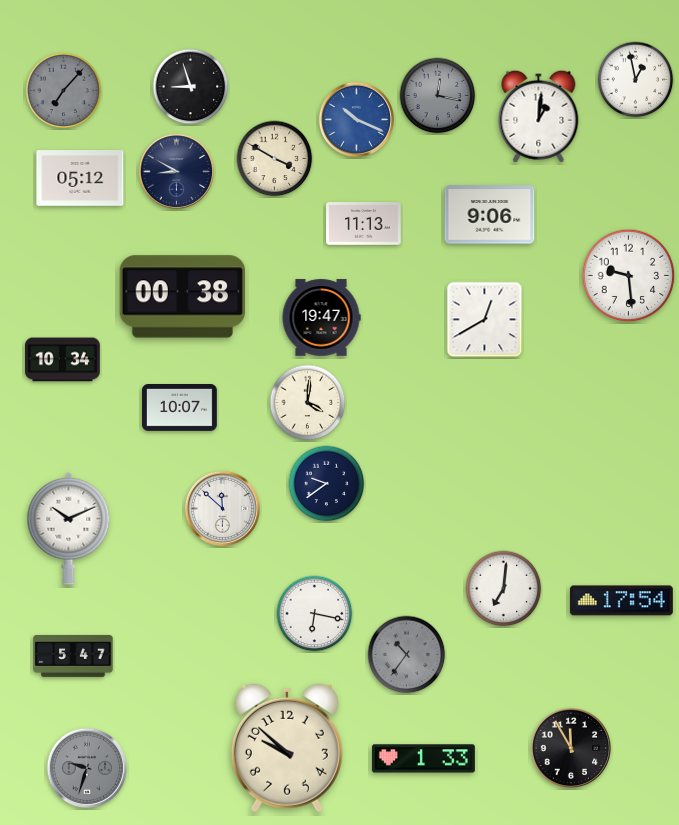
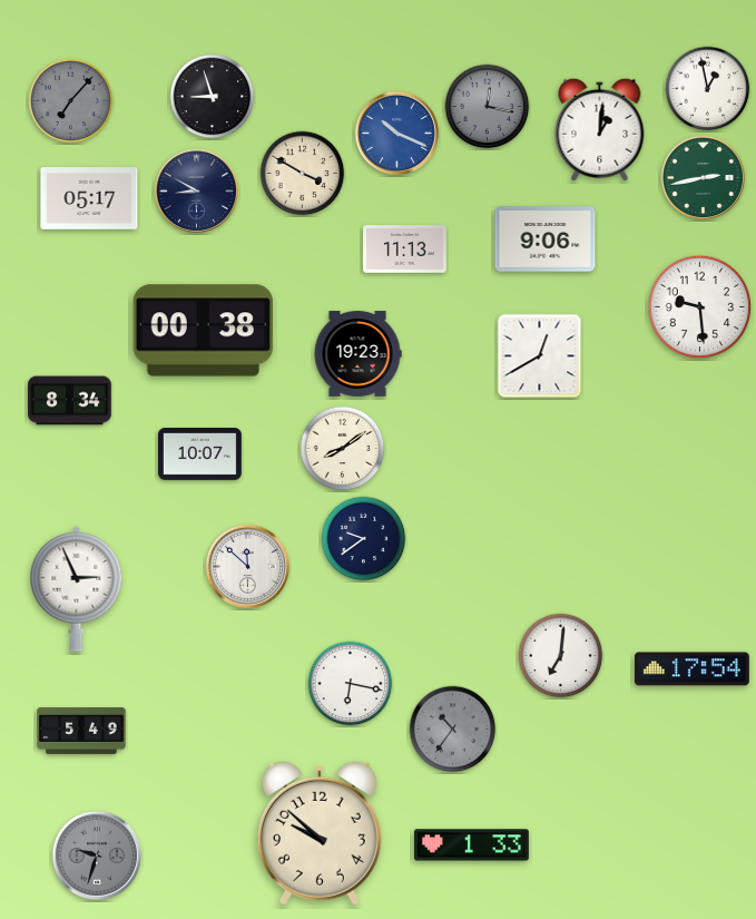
clock at (275, 159) position: (275, 159) -> (303, 174)
clock at (703, 177): none -> 2:43
clock at (80, 178): 05:12 -> 05:17
clock at (321, 318): 19:47 -> 19:23
clock at (63, 360): 10:34 -> 8:34
clock at (308, 403): 4:01 -> 8:09
clock at (69, 528): 10:11 -> 2:56
clock at (73, 656): 5:47 -> 5:49
clock at (571, 748): 11:55 -> none
